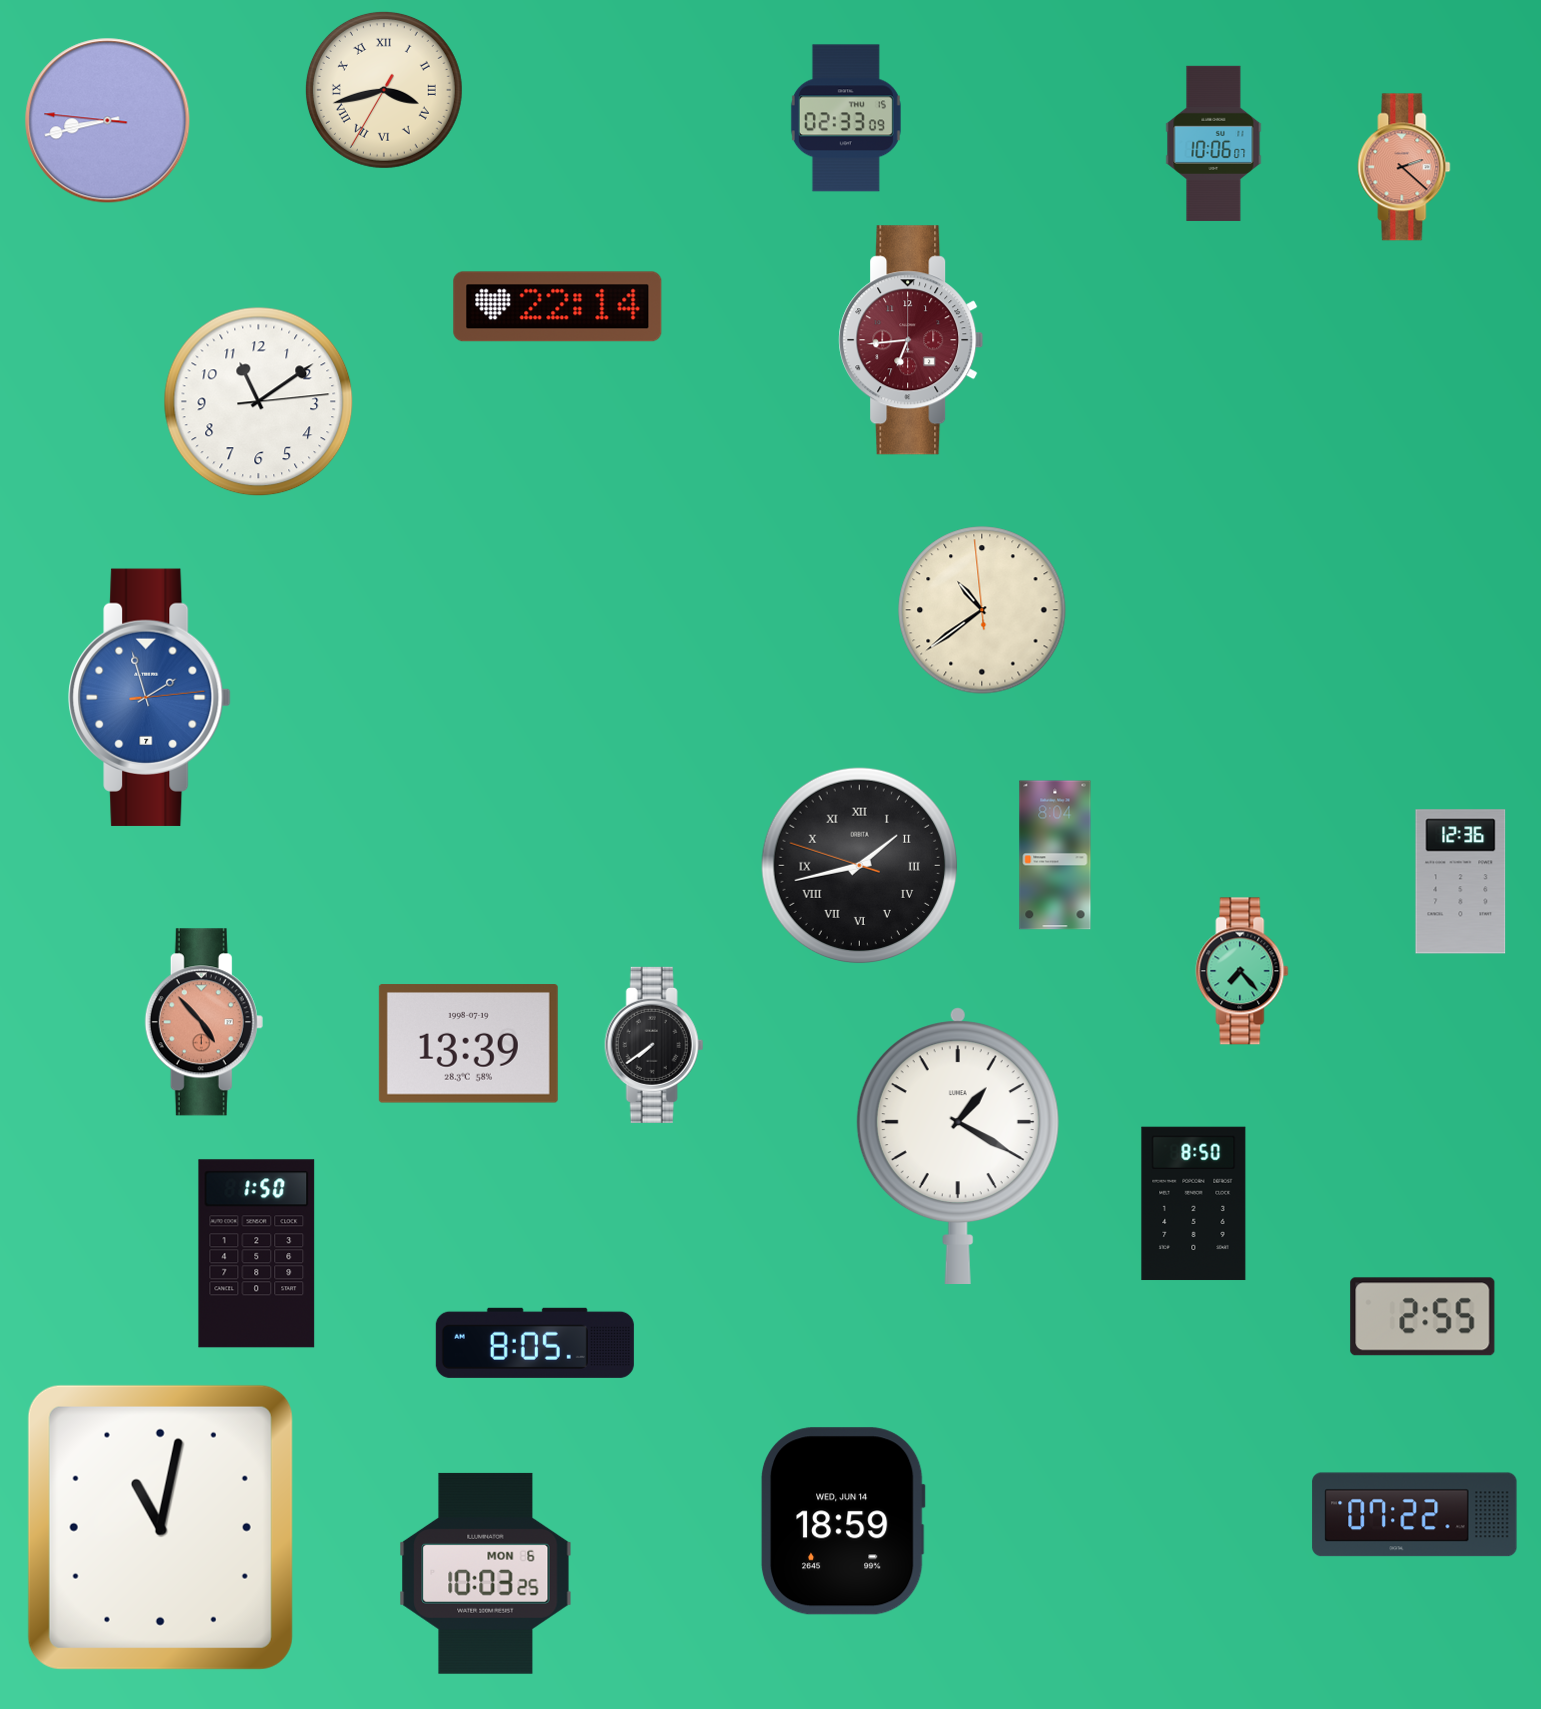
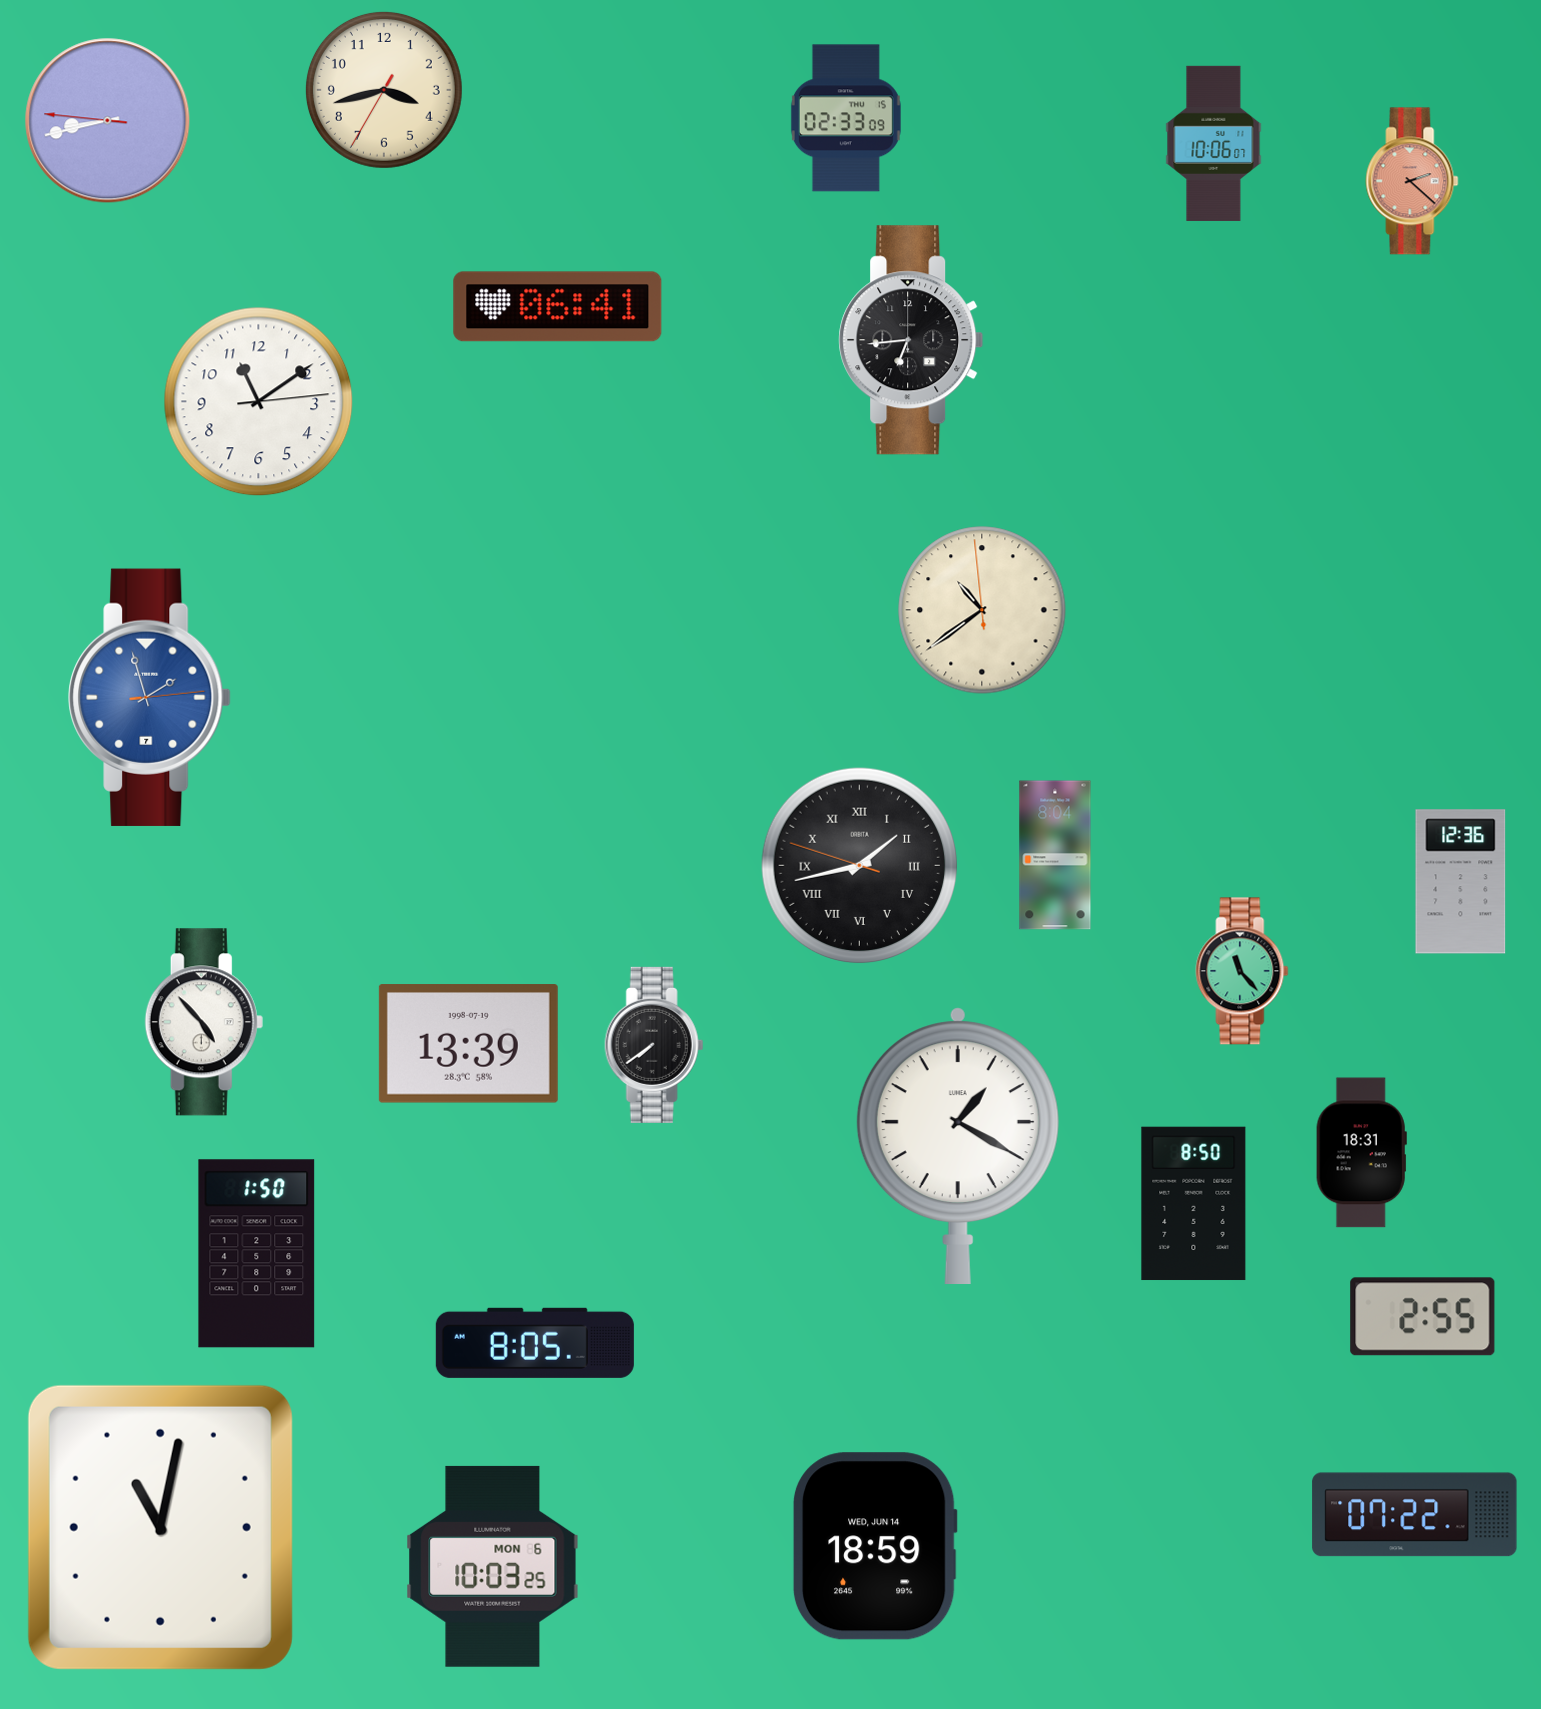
clock at (384, 90) numerals: Roman -> Arabic
clock at (1404, 167) position: (1404, 167) -> (1412, 181)
clock at (558, 307): 22:14 -> 06:41
clock at (911, 340) dial: burgundy -> black
clock at (1242, 971): 7:23 -> 11:23
clock at (204, 1022) dial: salmon -> white
clock at (1361, 1153): none -> 18:31
clock at (843, 1521) position: (843, 1521) -> (875, 1546)
clock at (486, 1573) position: (486, 1573) -> (493, 1566)
